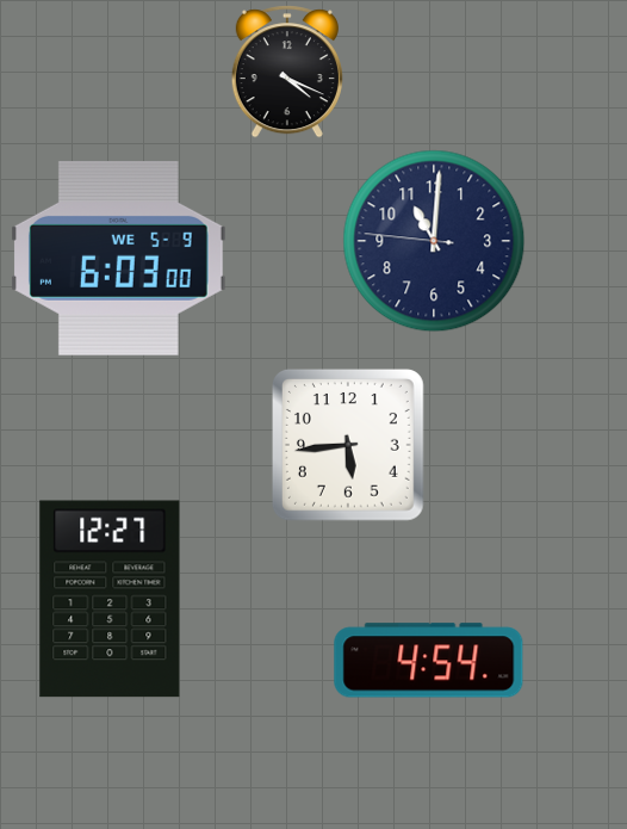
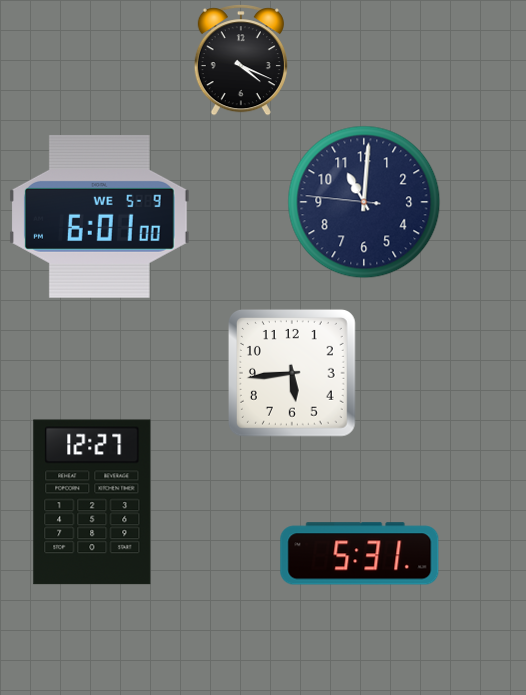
clock at (118, 258): 6:03 -> 6:01
clock at (429, 661): 4:54 -> 5:31
